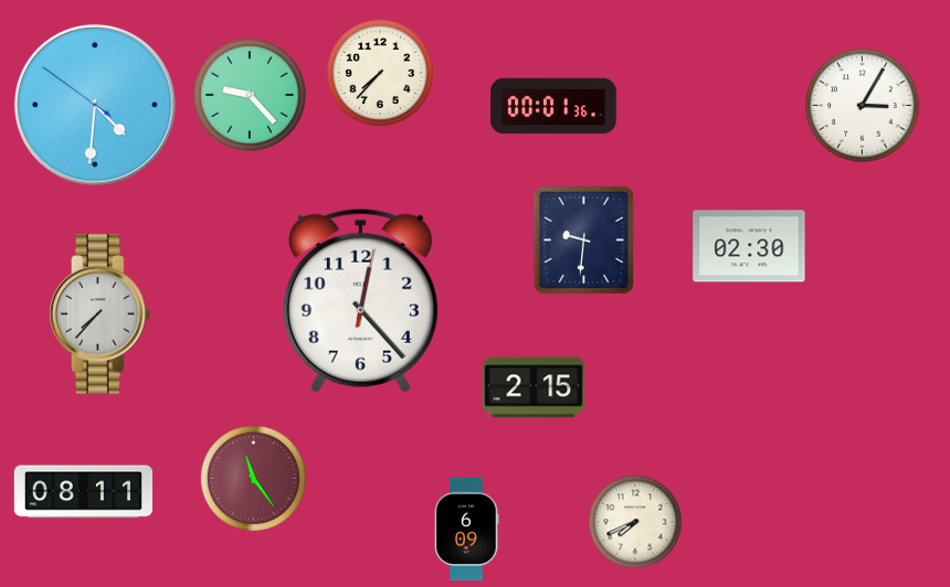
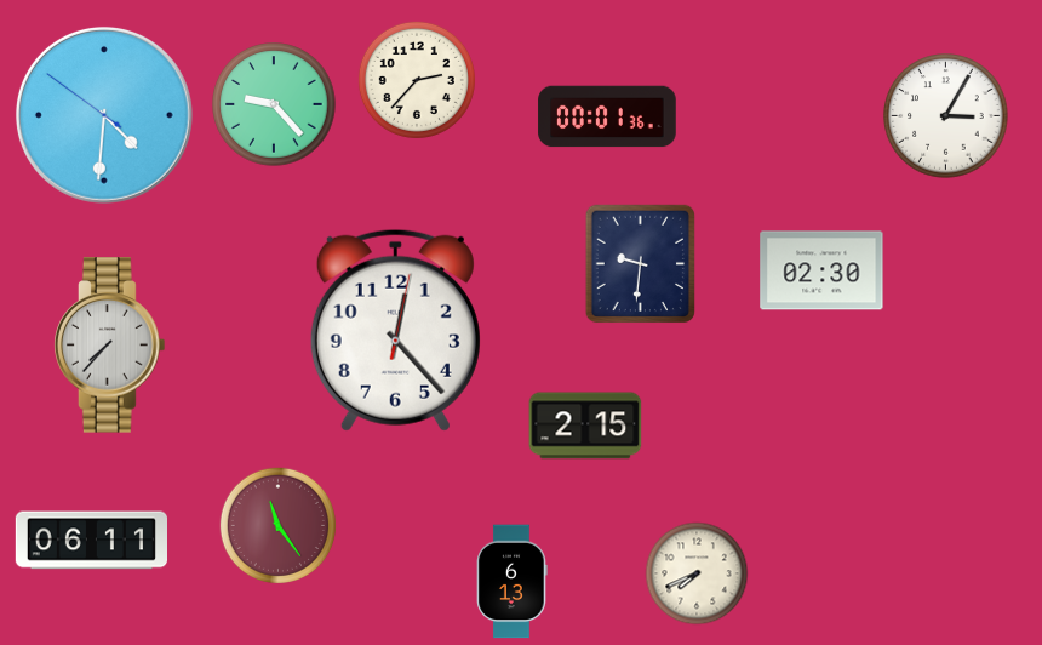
clock at (380, 73): 7:37 -> 2:37
clock at (83, 492): 08:11 -> 06:11
clock at (466, 530): 6:09 -> 6:13
